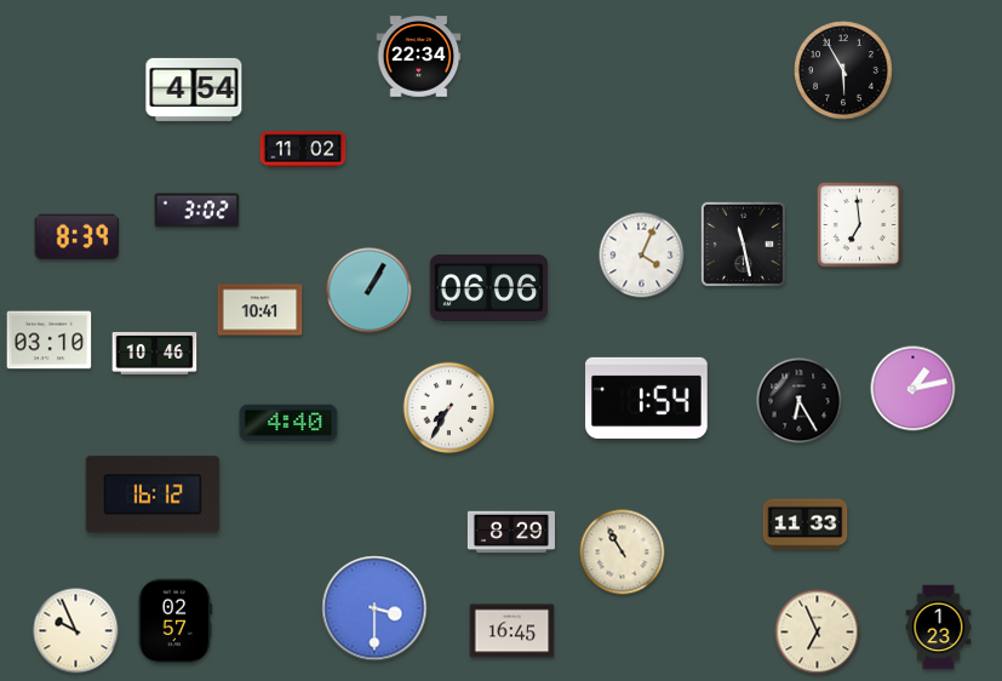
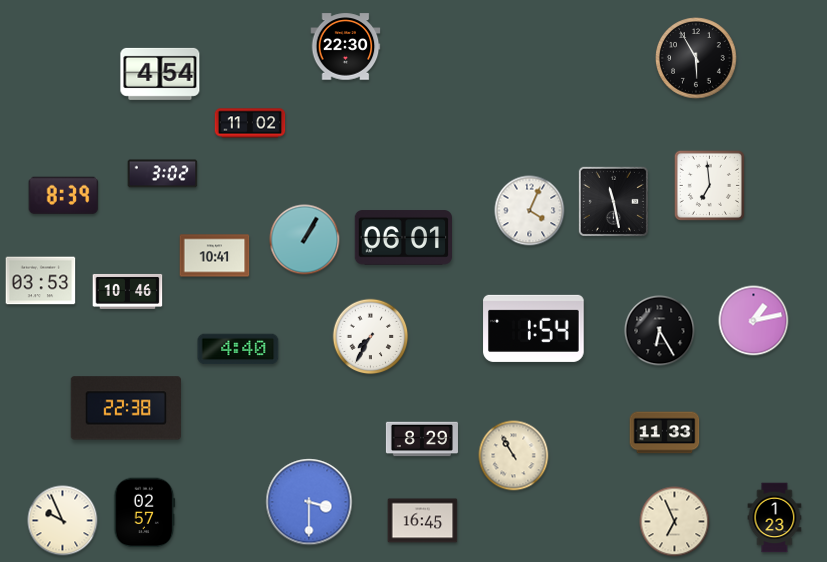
clock at (419, 57): 22:34 -> 22:30
clock at (488, 288): 06:06 -> 06:01
clock at (50, 340): 03:10 -> 03:53
clock at (151, 494): 16:12 -> 22:38
